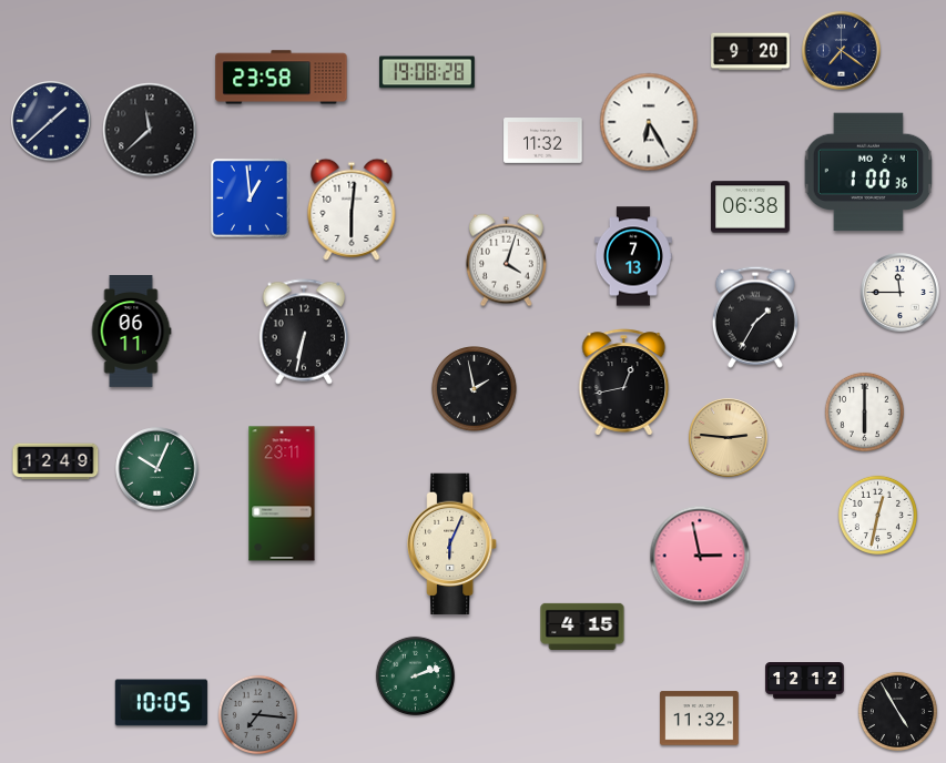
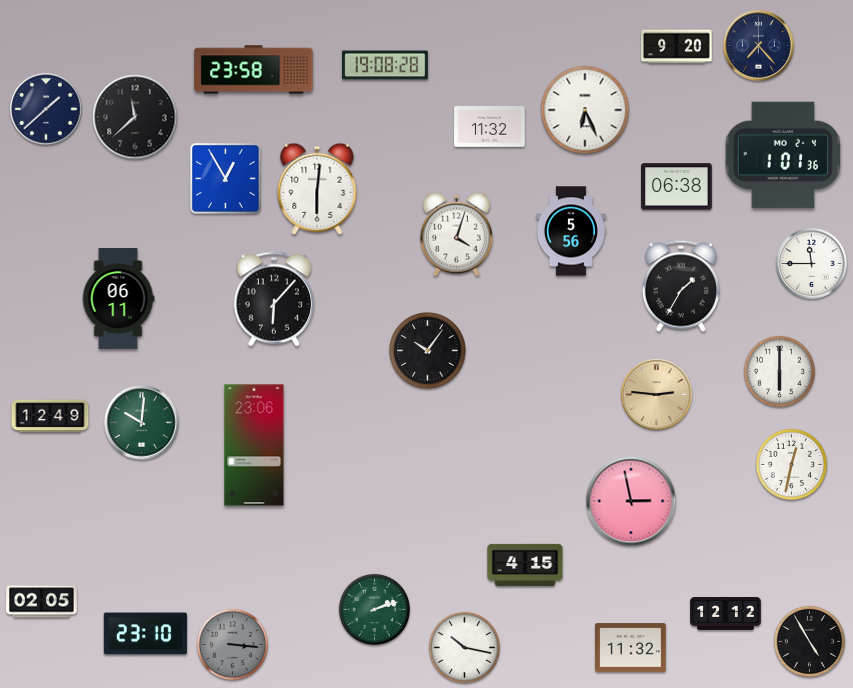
clock at (842, 51): 7:21 -> 7:23
clock at (649, 122): 6:25 -> 6:26
clock at (867, 172): 1:00 -> 1:01
clock at (250, 197): 12:59 -> 12:55
clock at (633, 256): 7:13 -> 5:56
clock at (304, 332): 6:32 -> 6:07
clock at (624, 383): 12:43 -> none
clock at (475, 389): 1:58 -> 10:06
clock at (157, 469): 10:04 -> 10:01
clock at (282, 494): 23:11 -> 23:06
clock at (452, 545): 6:04 -> none
clock at (42, 602): none -> 02:05
clock at (161, 703): 10:05 -> 23:10
clock at (257, 714): 7:16 -> 3:16
clock at (464, 647): none -> 10:17
